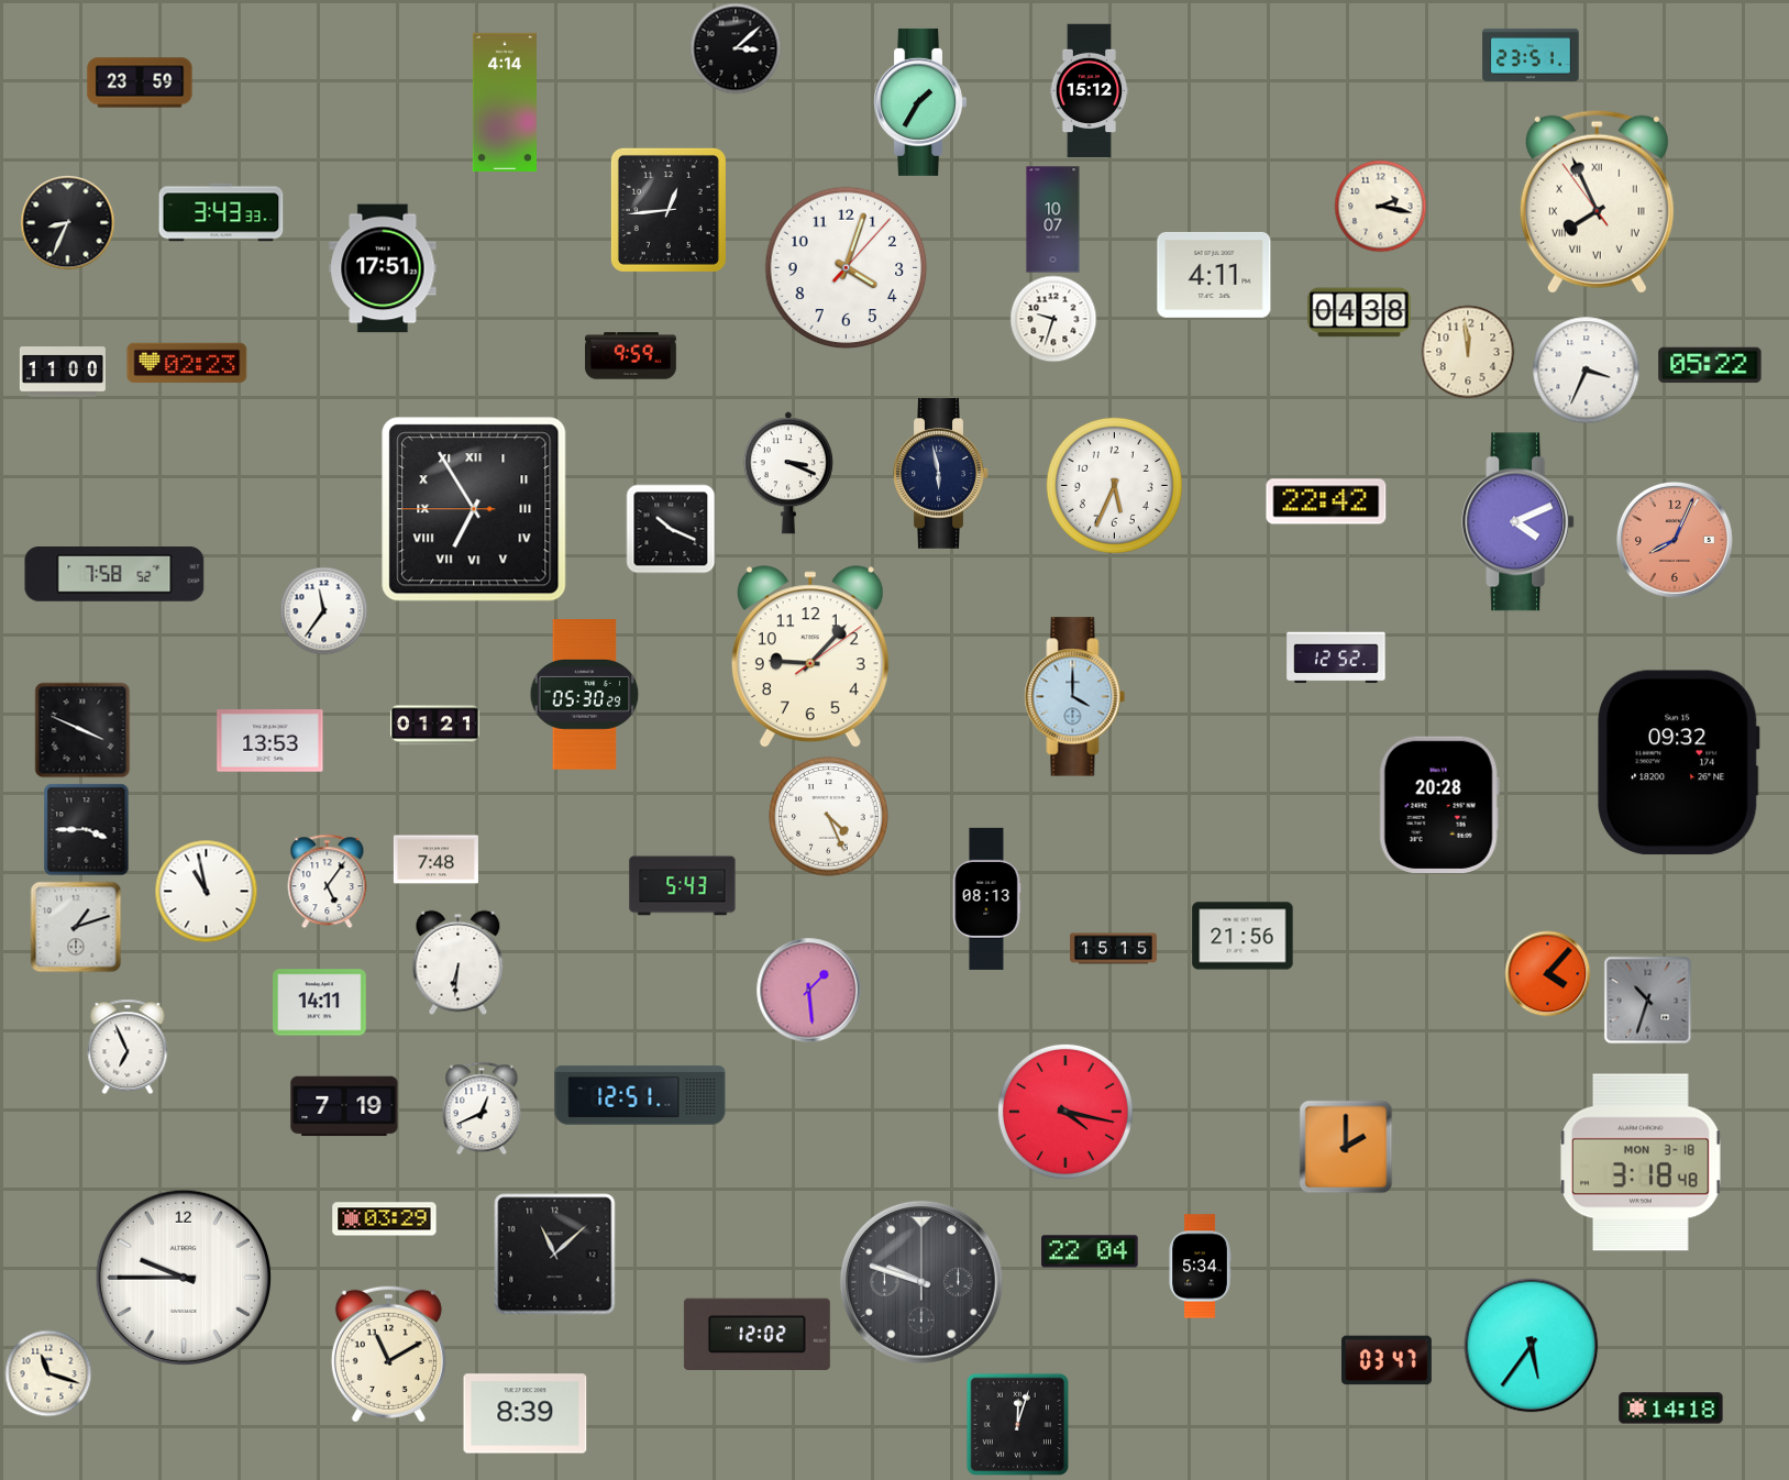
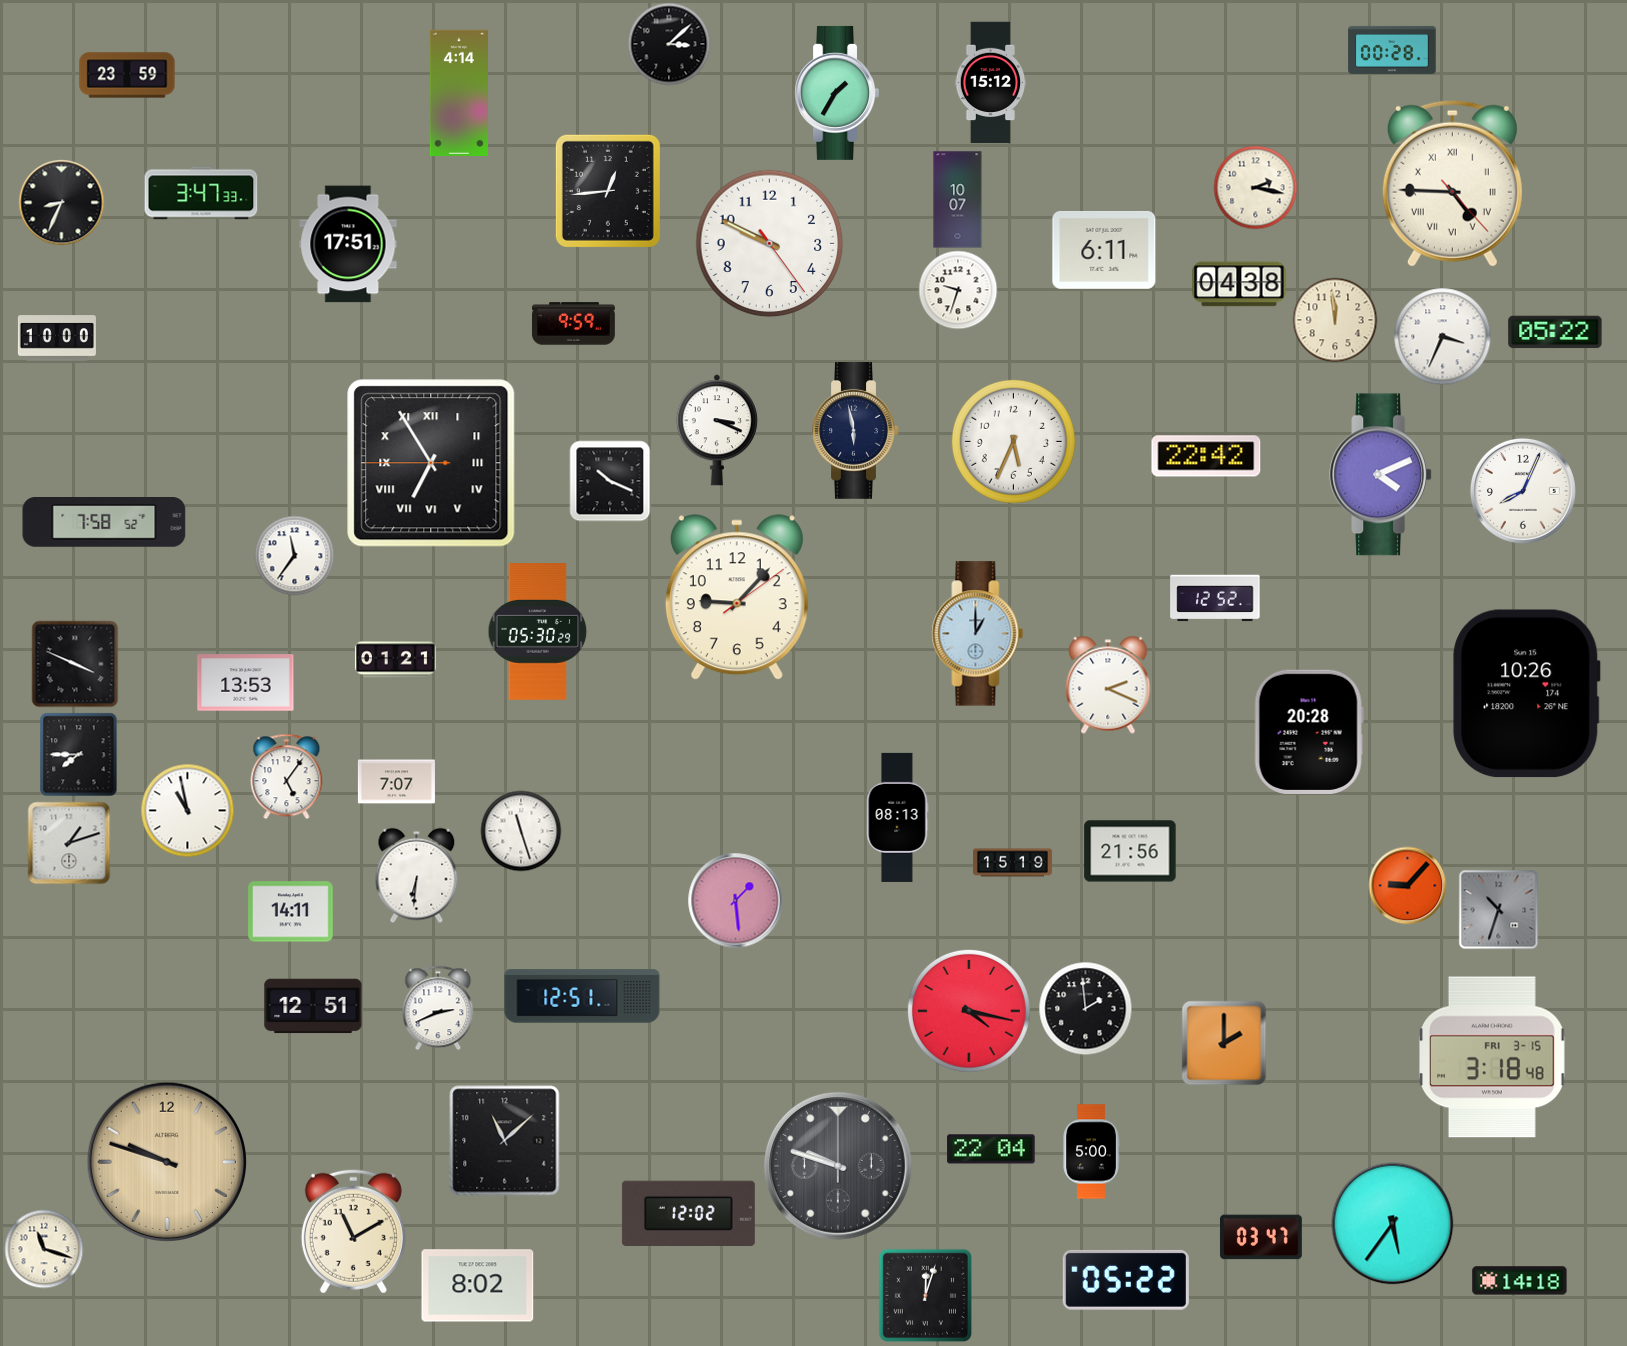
clock at (1531, 55): 23:51 -> 00:28
clock at (1597, 201): 7:55 -> 4:45
clock at (221, 212): 3:43 -> 3:47
clock at (847, 268): 4:03 -> 9:49
clock at (1214, 275): 4:11 -> 6:11
clock at (1359, 312) position: (1359, 312) -> (1239, 284)
clock at (187, 363): 02:23 -> none
clock at (63, 372): 11:00 -> 10:00
clock at (1675, 540) dial: salmon -> white
clock at (585, 695) position: (585, 695) -> (538, 632)
clock at (1075, 697): 4:00 -> 1:00
clock at (270, 741) position: (270, 741) -> (246, 683)
clock at (1108, 685): none -> 2:19
clock at (1679, 763): 09:32 -> 10:26
clock at (829, 817): 4:26 -> none
clock at (87, 829): 3:45 -> 7:45
clock at (435, 860): 7:48 -> 7:07
clock at (328, 881) position: (328, 881) -> (287, 776)
clock at (683, 886): 5:43 -> none
clock at (521, 831): none -> 11:27
clock at (1113, 949): 15:15 -> 15:19
clock at (1547, 973): 4:07 -> 9:07
clock at (128, 1047): 6:56 -> none
clock at (344, 1106): 7:19 -> 12:51
clock at (482, 1108): 12:41 -> 2:41
clock at (1085, 1008): none -> 1:59
clock at (1642, 1162) date: MON 3-18 -> FRI 3-15
clock at (385, 1219): 03:29 -> none
clock at (1090, 1251) position: (1090, 1251) -> (991, 1149)
clock at (1200, 1267): 5:34 -> 5:00
clock at (183, 1277): 9:45 -> 9:48
clock at (183, 1277) dial: white -> champagne
clock at (1126, 1280): none -> 05:22
clock at (526, 1414): 8:39 -> 8:02
